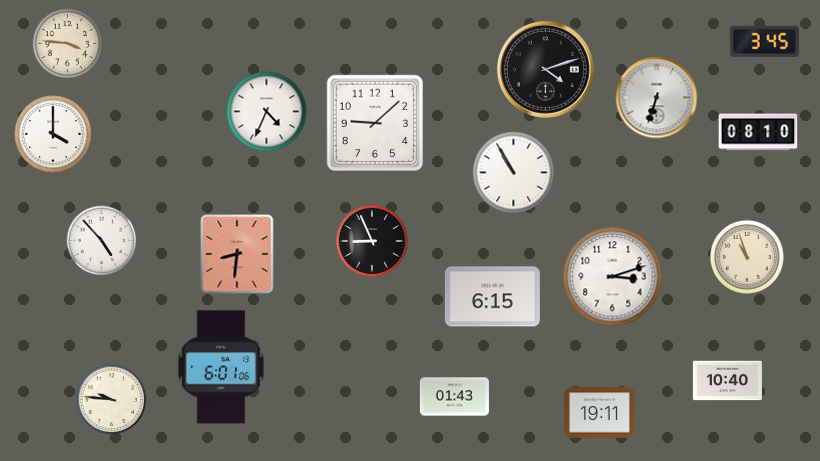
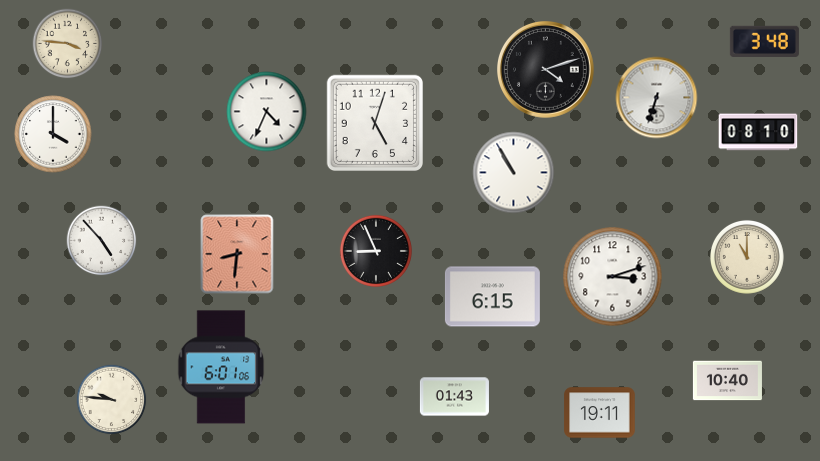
clock at (764, 41): 3:45 -> 3:48
clock at (374, 122): 9:08 -> 5:03
clock at (372, 241) position: (372, 241) -> (376, 251)
clock at (747, 257): 10:57 -> 11:00
